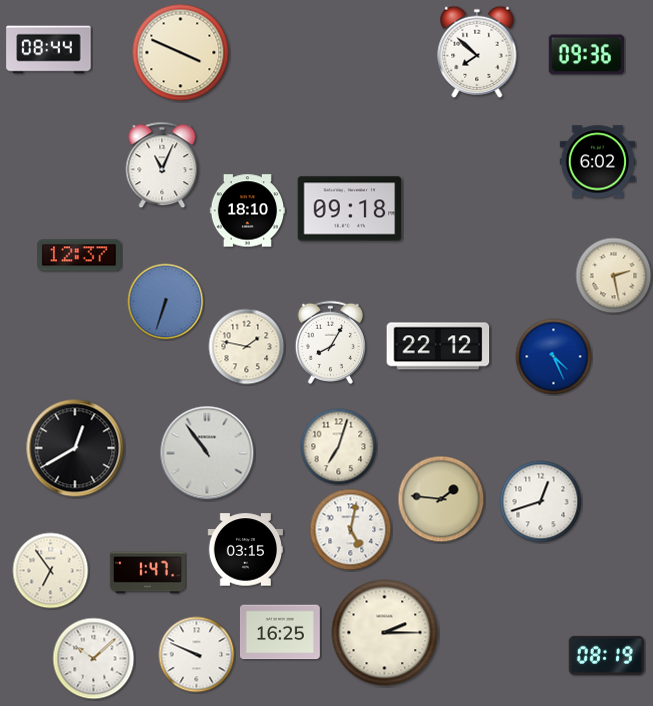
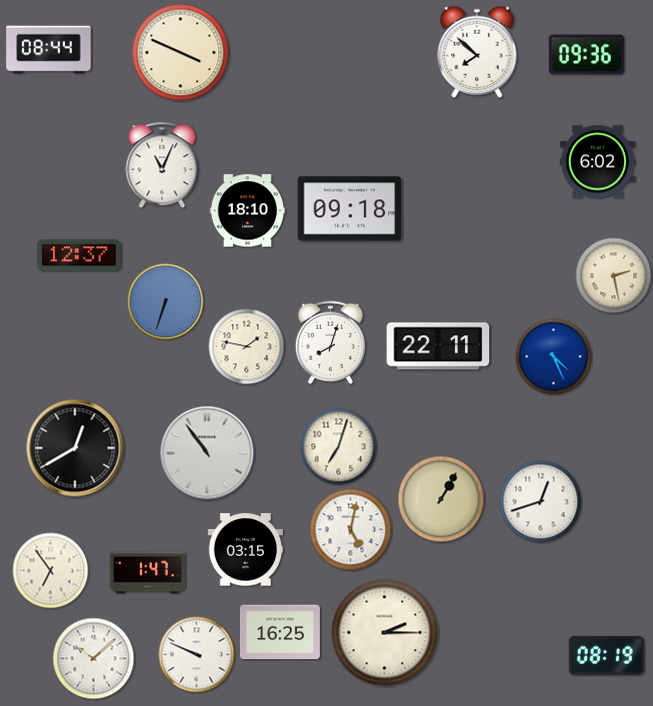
clock at (330, 342): 8:05 -> 8:03
clock at (438, 346): 22:12 -> 22:11
clock at (441, 499): 1:46 -> 1:05
